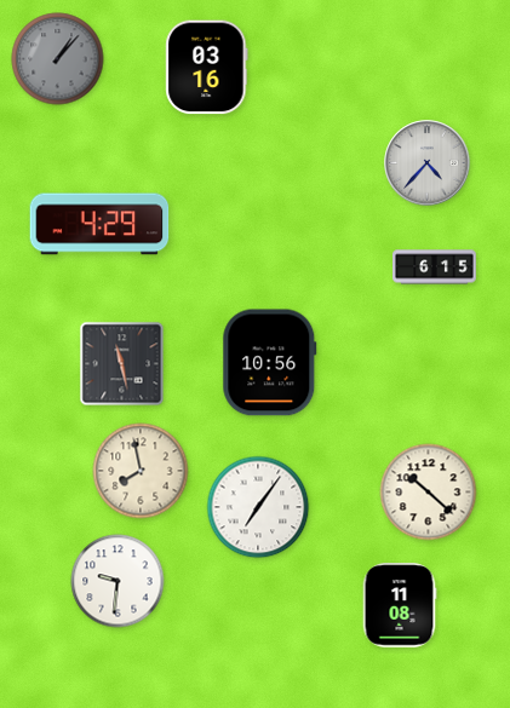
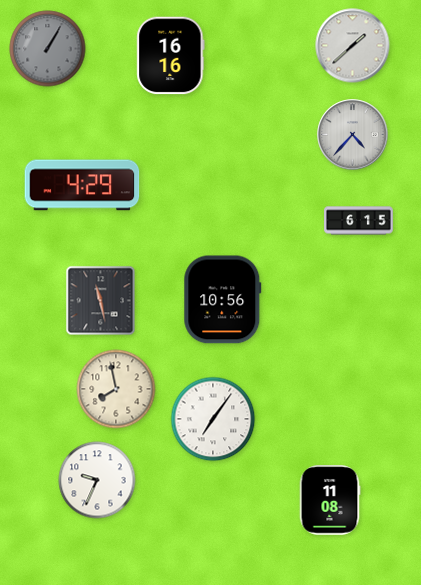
clock at (353, 46): none -> 1:38
clock at (58, 59): 1:07 -> 1:05
clock at (207, 68): 03:16 -> 16:16
clock at (429, 493): 10:22 -> none
clock at (118, 581): 9:31 -> 9:34
